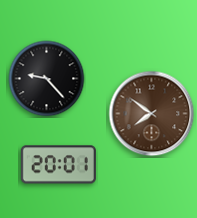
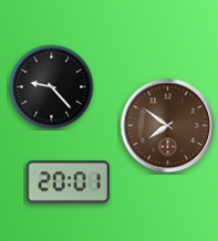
clock at (58, 165) position: (58, 165) -> (68, 182)
